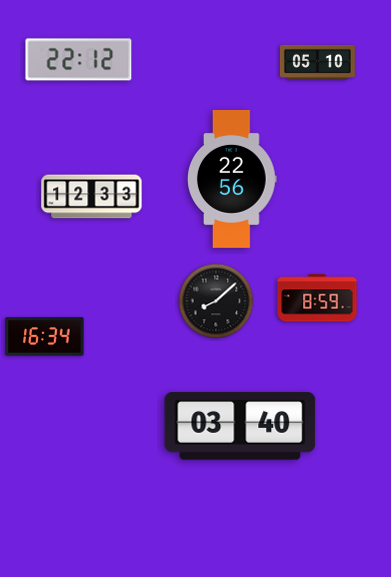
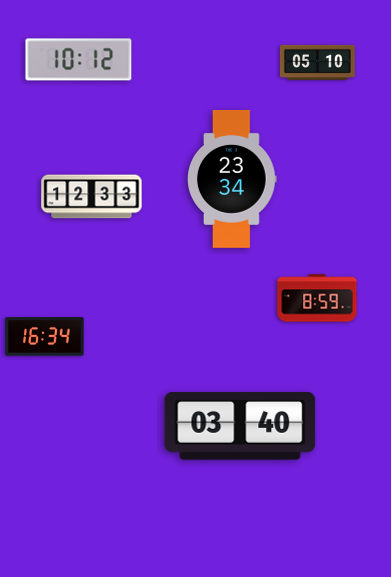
clock at (79, 60): 22:12 -> 10:12
clock at (233, 179): 22:56 -> 23:34
clock at (216, 301): 8:08 -> none
